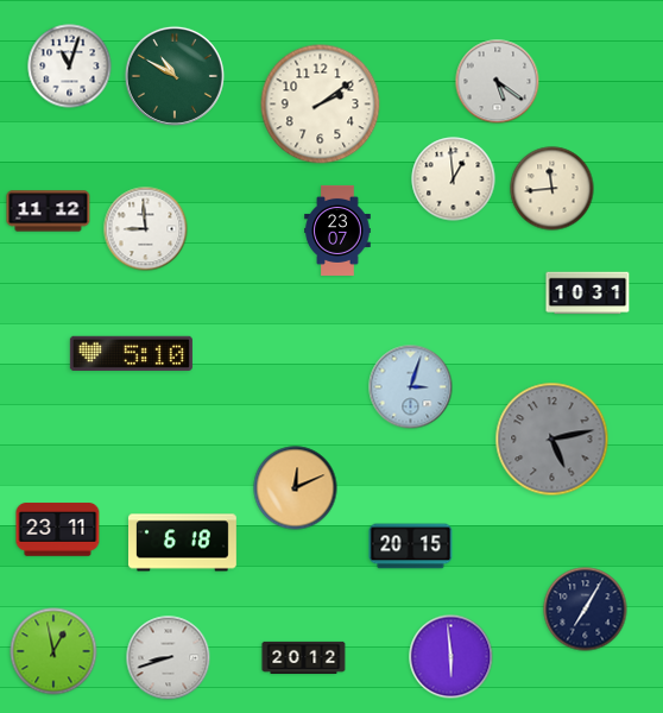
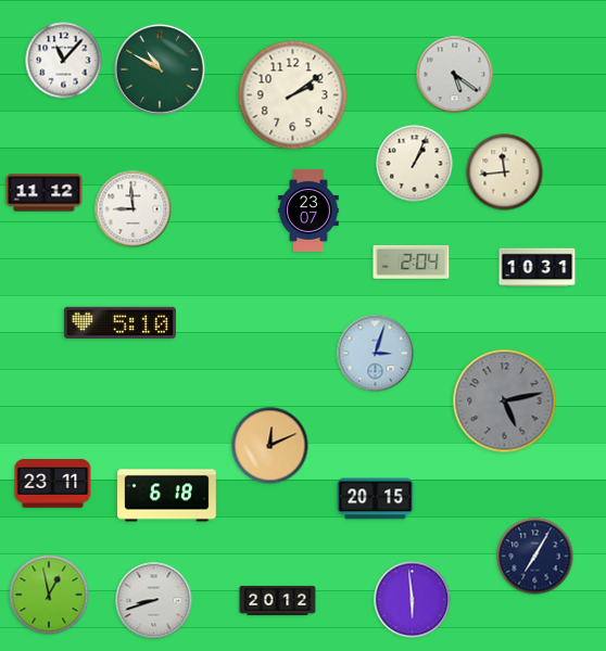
clock at (70, 67): 11:03 -> 11:07
clock at (454, 179): 12:59 -> 1:04
clock at (412, 261): none -> 2:04
